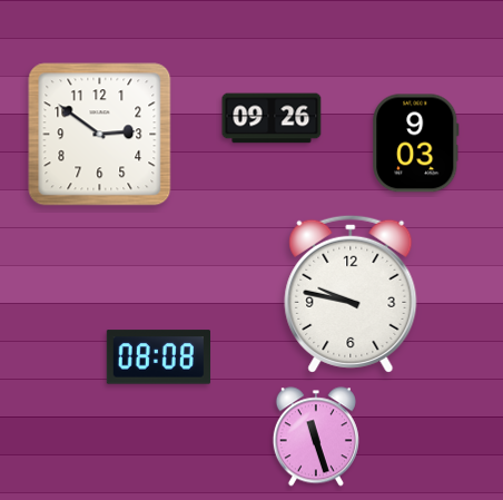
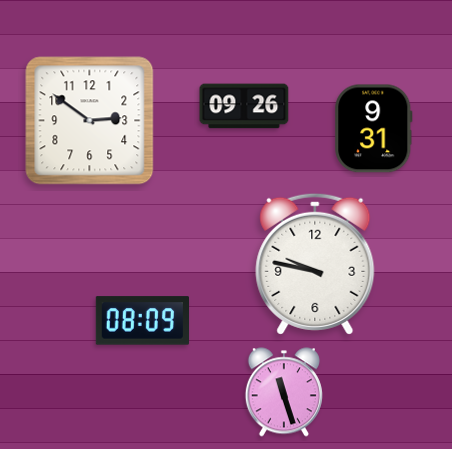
clock at (416, 144): 9:03 -> 9:31
clock at (158, 357): 08:08 -> 08:09
